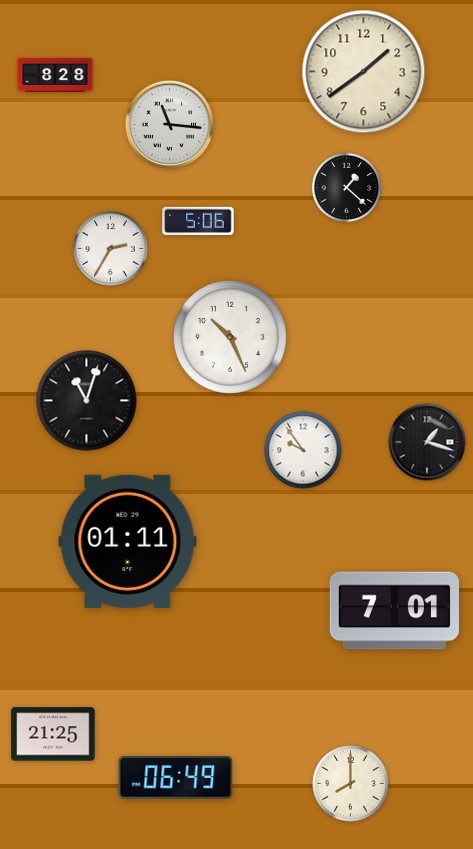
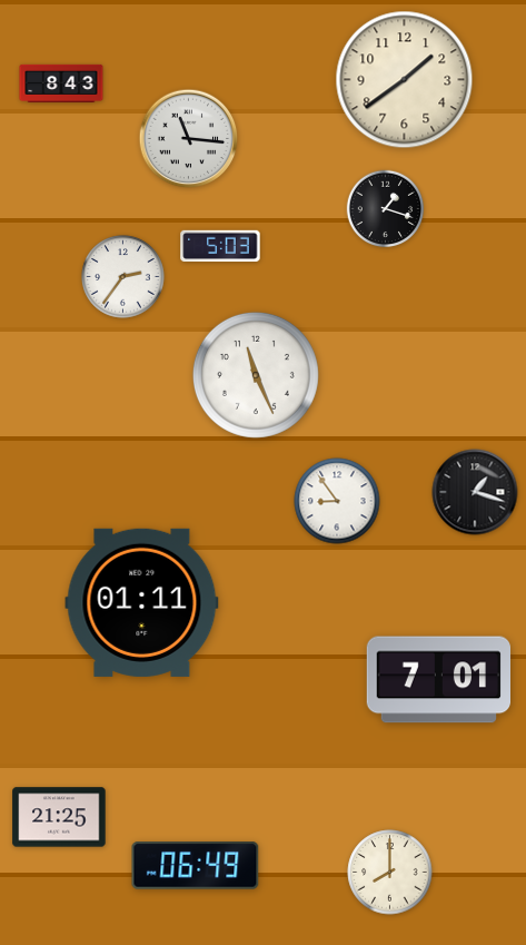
clock at (55, 74): 8:28 -> 8:43
clock at (347, 188): 1:22 -> 1:18
clock at (198, 221): 5:06 -> 5:03
clock at (111, 249): 2:35 -> 2:36
clock at (230, 337): 10:26 -> 11:26
clock at (87, 401): 11:03 -> none
clock at (303, 450): 9:54 -> 8:54
